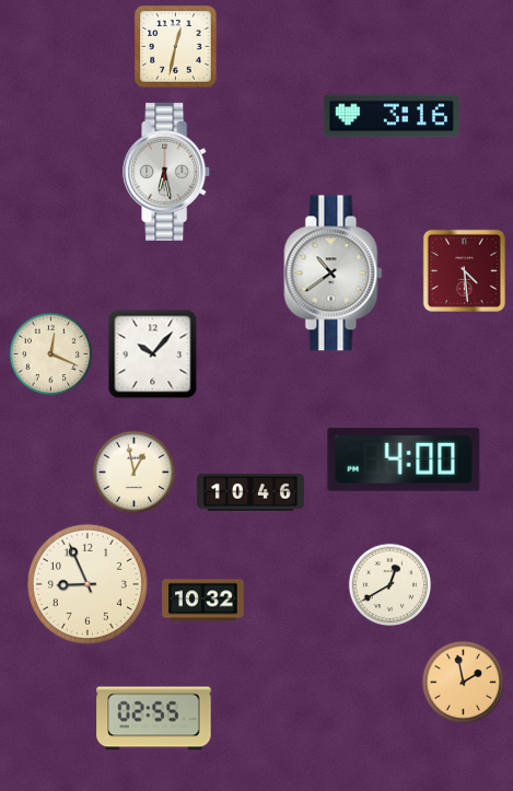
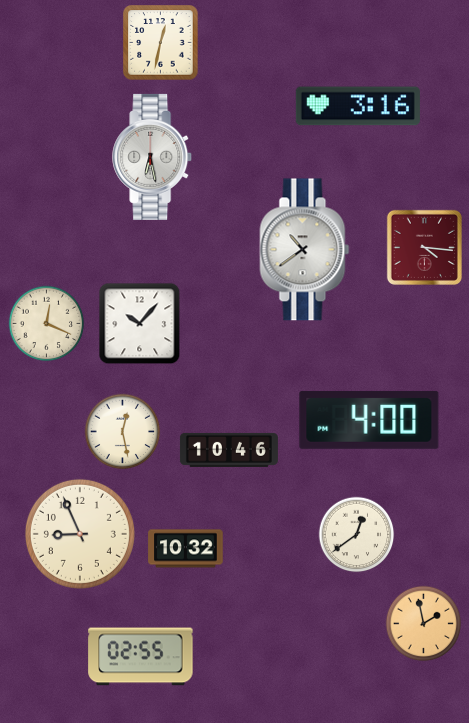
clock at (464, 270): 4:29 -> 4:16
clock at (135, 473): 12:58 -> 12:28
clock at (390, 585): 12:40 -> 12:39
